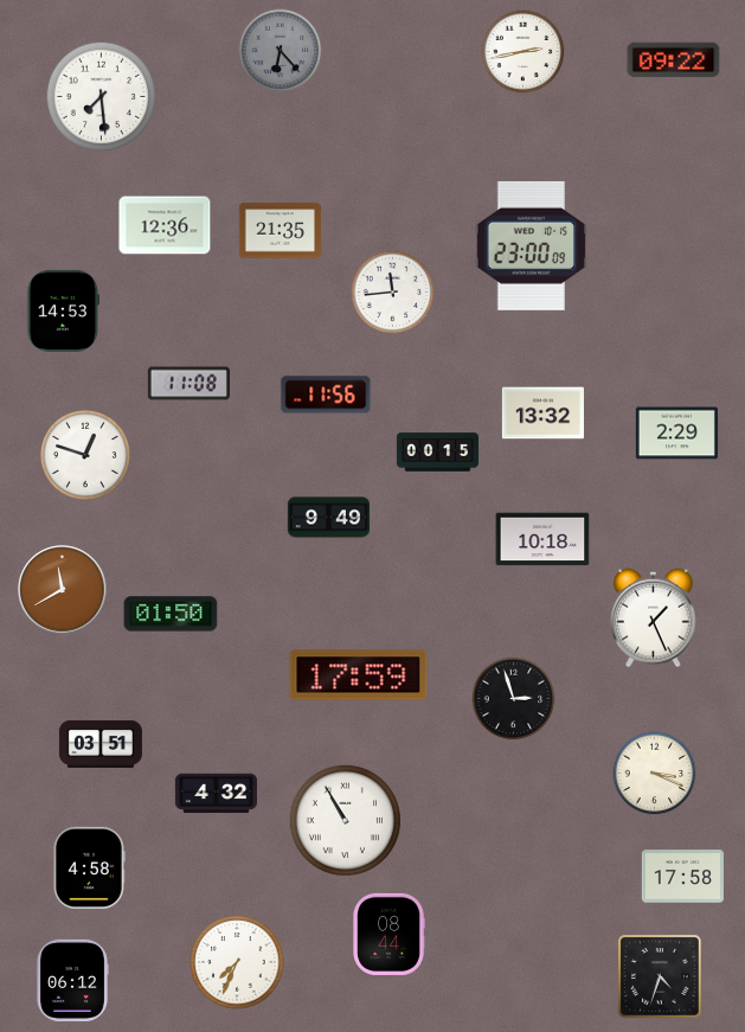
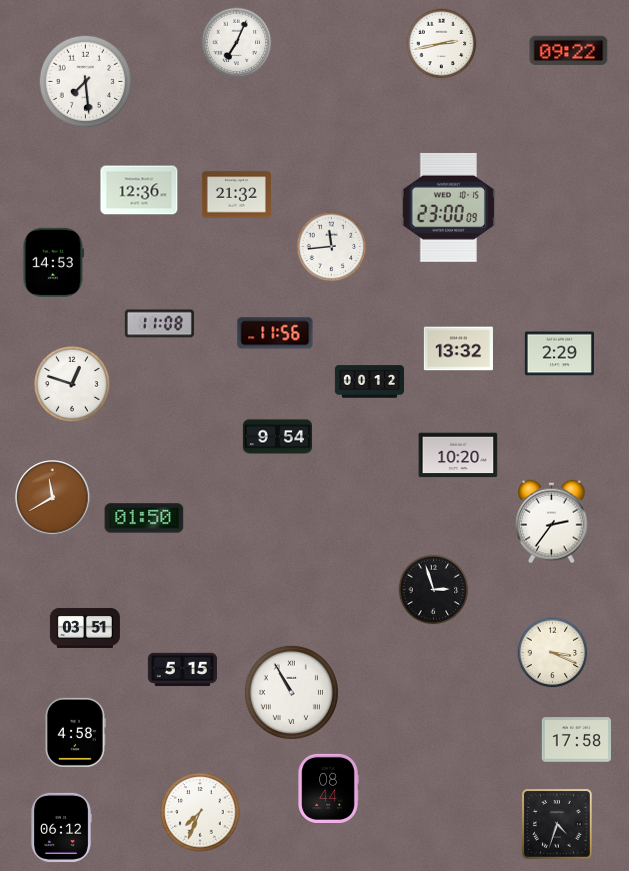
clock at (281, 51): 6:23 -> 7:04
clock at (281, 51) dial: grey -> white
clock at (280, 231): 21:35 -> 21:32
clock at (676, 434) position: (676, 434) -> (559, 354)
clock at (437, 453): 00:15 -> 00:12
clock at (328, 518): 9:49 -> 9:54
clock at (542, 539): 10:18 -> 10:20
clock at (654, 618): 1:26 -> 2:36
clock at (359, 675): 17:59 -> none
clock at (216, 794): 4:32 -> 5:15
